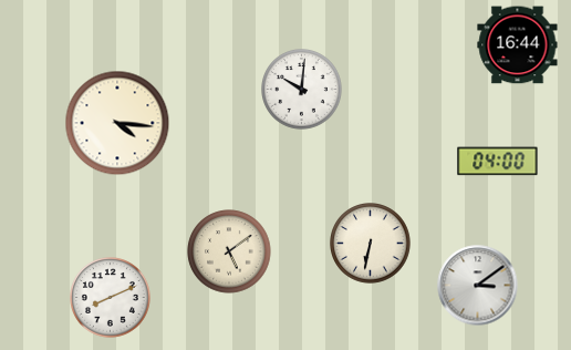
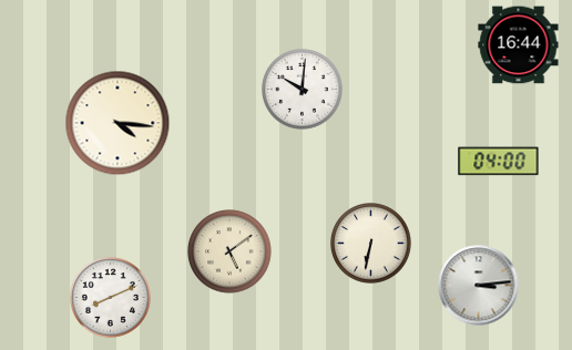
clock at (478, 286): 3:09 -> 3:14
